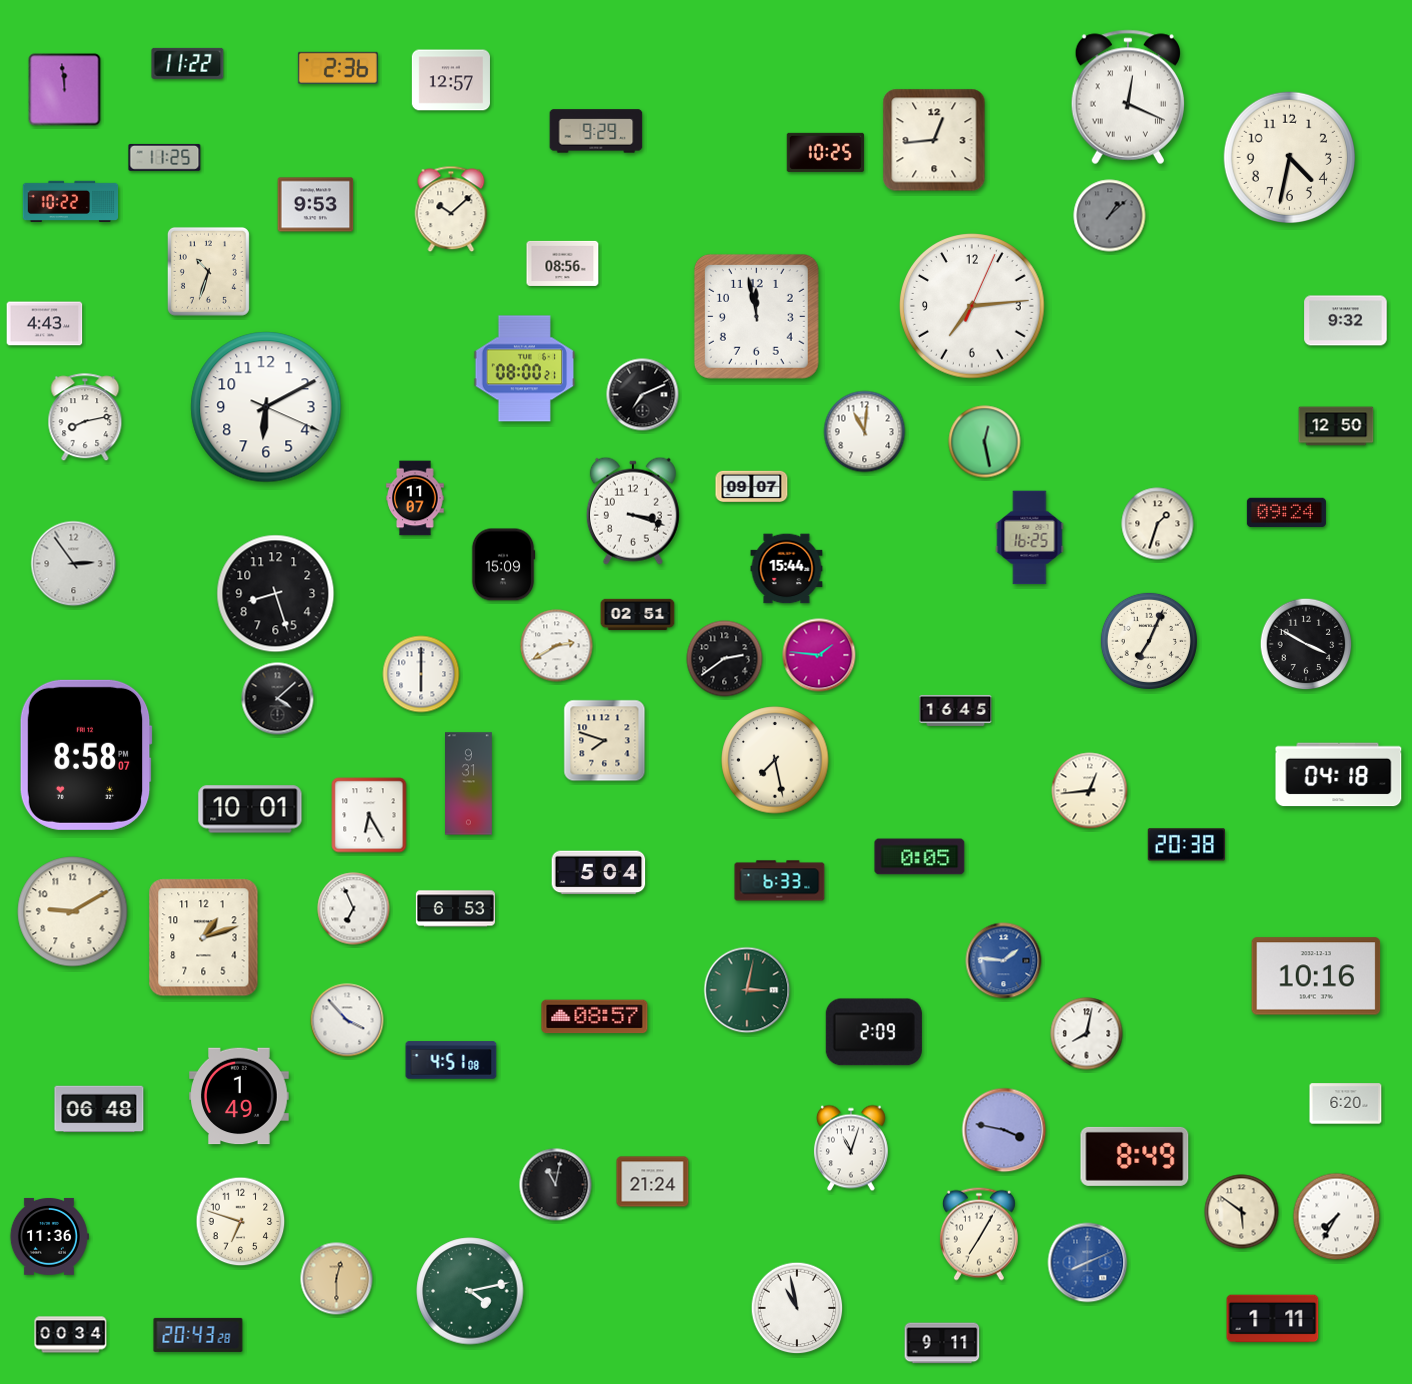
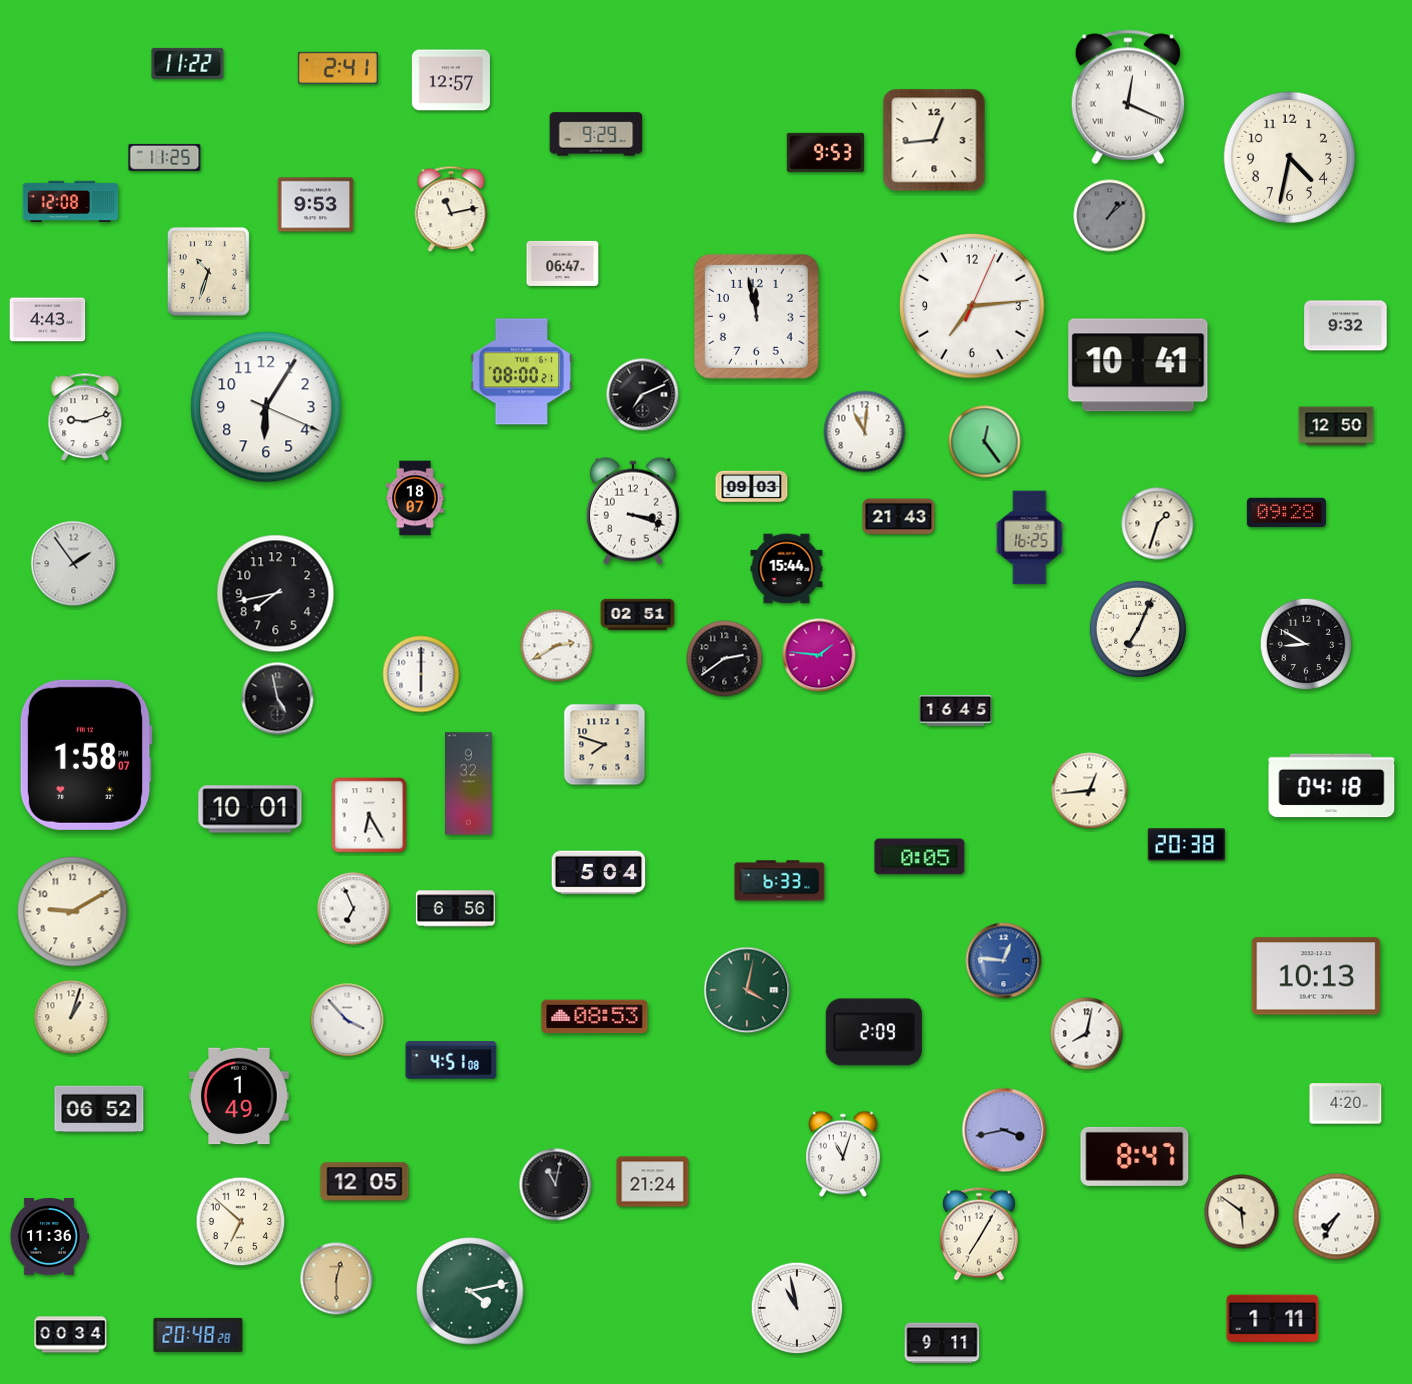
clock at (338, 68): 2:36 -> 2:41
clock at (65, 90): 11:59 -> none
clock at (596, 131) position: (596, 131) -> (596, 134)
clock at (826, 152): 10:25 -> 9:53
clock at (71, 201): 10:22 -> 12:08
clock at (451, 209): 10:08 -> 11:13
clock at (563, 263): 08:56 -> 06:47
clock at (1346, 321) position: (1346, 321) -> (1346, 326)
clock at (45, 324) position: (45, 324) -> (48, 320)
clock at (1138, 365): none -> 10:41
clock at (525, 369) position: (525, 369) -> (522, 372)
clock at (266, 407): 6:10 -> 6:05
clock at (85, 418): 8:13 -> 9:12
clock at (985, 442): 12:28 -> 12:24
clock at (752, 487): 09:07 -> 09:03
clock at (415, 498): 11:07 -> 18:07
clock at (1286, 513): 09:24 -> 09:28
clock at (899, 517): none -> 21:43
clock at (74, 564): 2:54 -> 1:54
clock at (503, 565): 15:09 -> none
clock at (276, 594): 8:27 -> 7:43
clock at (1149, 641) position: (1149, 641) -> (1138, 629)
clock at (1306, 644): 3:50 -> 8:50
clock at (278, 699): 4:08 -> 4:58
clock at (605, 741) position: (605, 741) -> (605, 745)
clock at (86, 755): 8:58 -> 1:58
clock at (775, 760): 7:28 -> none
clock at (1339, 775) position: (1339, 775) -> (1332, 786)
clock at (469, 784): 9:31 -> 9:32
clock at (455, 909): 6:53 -> 6:56
clock at (204, 938): 1:12 -> none
clock at (1004, 961): 1:46 -> 12:46
clock at (1316, 976): 10:16 -> 10:13
clock at (747, 990): 3:02 -> 4:02
clock at (71, 1017): none -> 1:03
clock at (595, 1017): 08:57 -> 08:53
clock at (1346, 1104): 6:20 -> 4:20
clock at (99, 1109): 06:48 -> 06:52
clock at (1004, 1130): 3:47 -> 3:43
clock at (851, 1148) position: (851, 1148) -> (843, 1154)
clock at (1135, 1156): 8:49 -> 8:47
clock at (365, 1182): none -> 12:05
clock at (241, 1222): 6:48 -> 6:52
clock at (1088, 1263): 8:11 -> none
clock at (198, 1335): 20:43 -> 20:48
